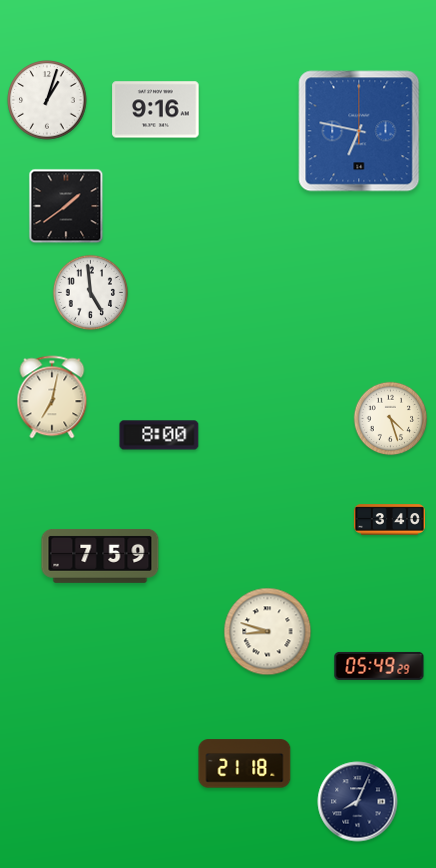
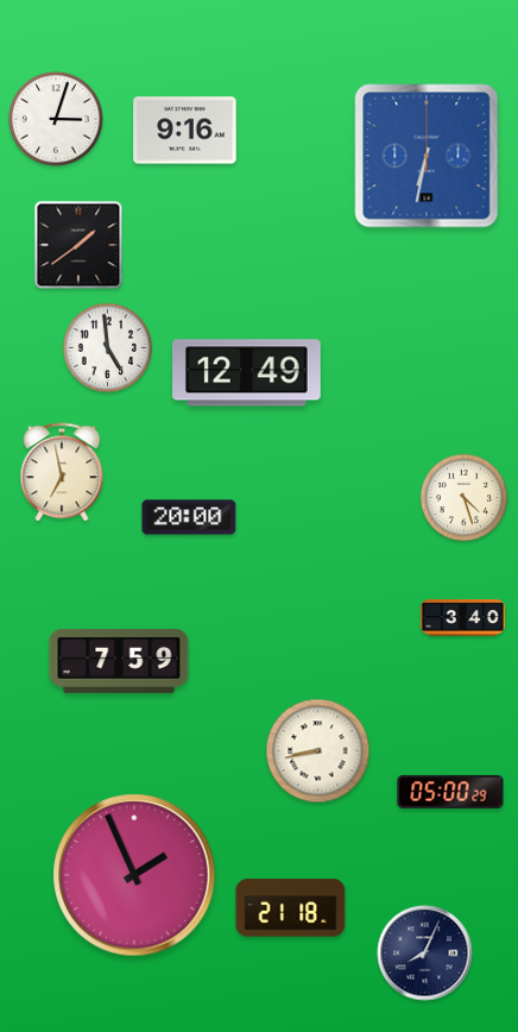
clock at (47, 100): 1:03 -> 3:03
clock at (359, 131): 6:47 -> 6:32
clock at (247, 373): none -> 12:49
clock at (52, 397): 7:02 -> 6:58
clock at (159, 435): 8:00 -> 20:00
clock at (268, 632): 8:48 -> 8:43
clock at (379, 666): 05:49 -> 05:00
clock at (134, 875): none -> 1:56
